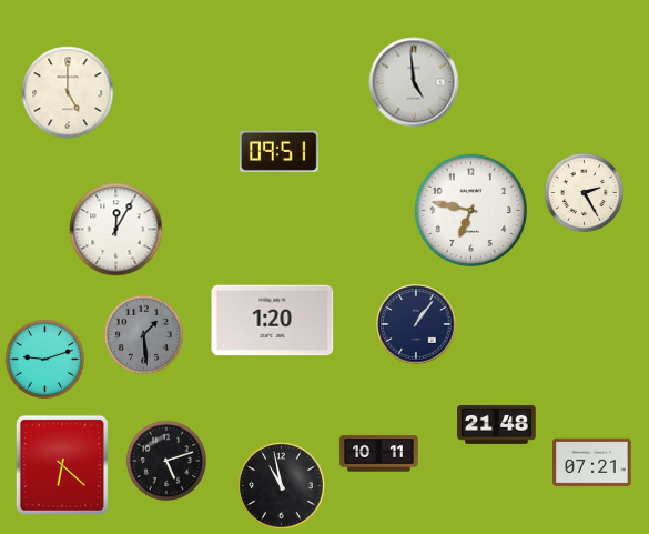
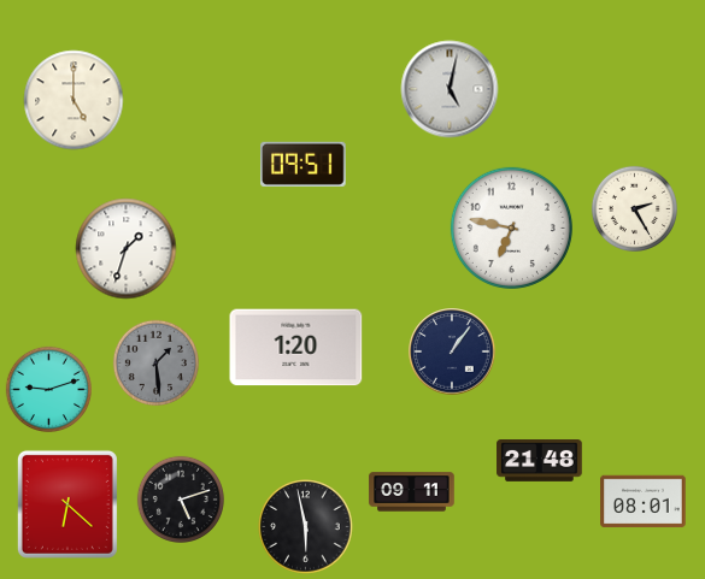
clock at (414, 82): 4:59 -> 5:02
clock at (116, 230): 12:05 -> 1:33
clock at (379, 454): 10:11 -> 09:11
clock at (592, 463): 07:21 -> 08:01
clock at (282, 486): 10:58 -> 5:58
